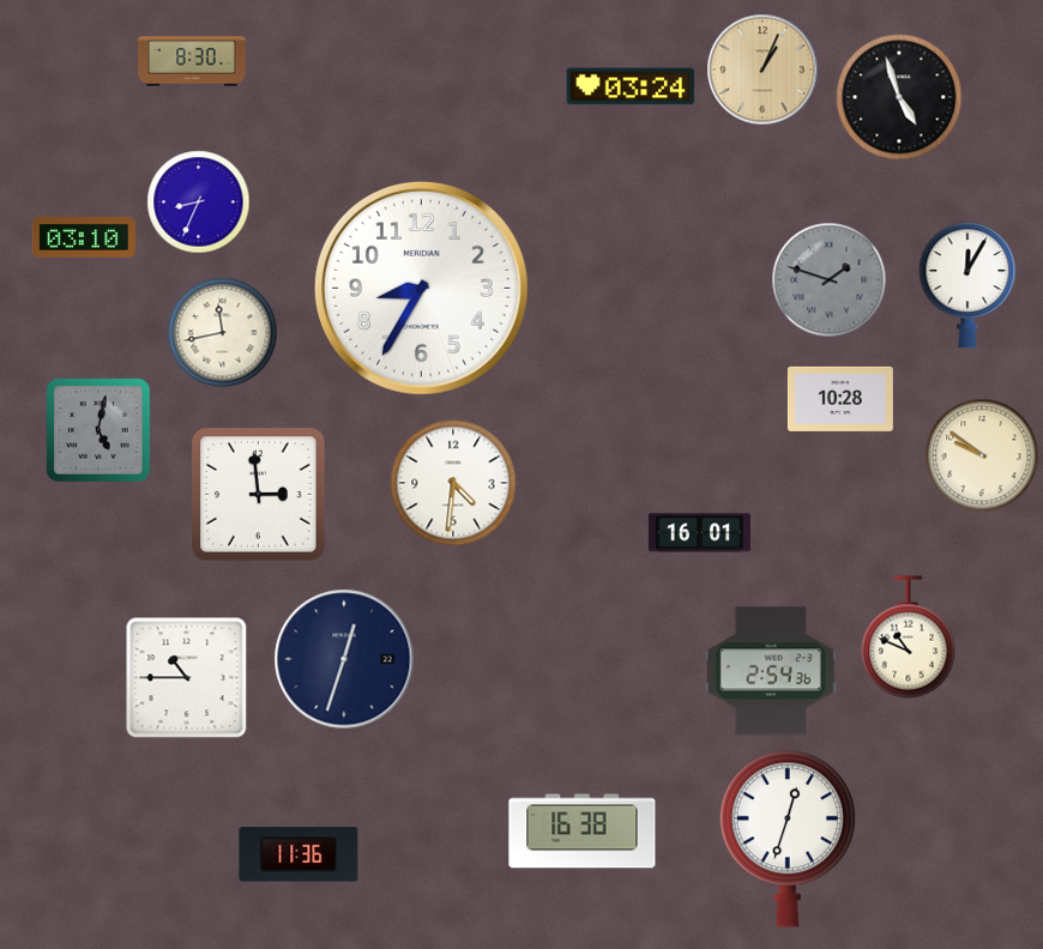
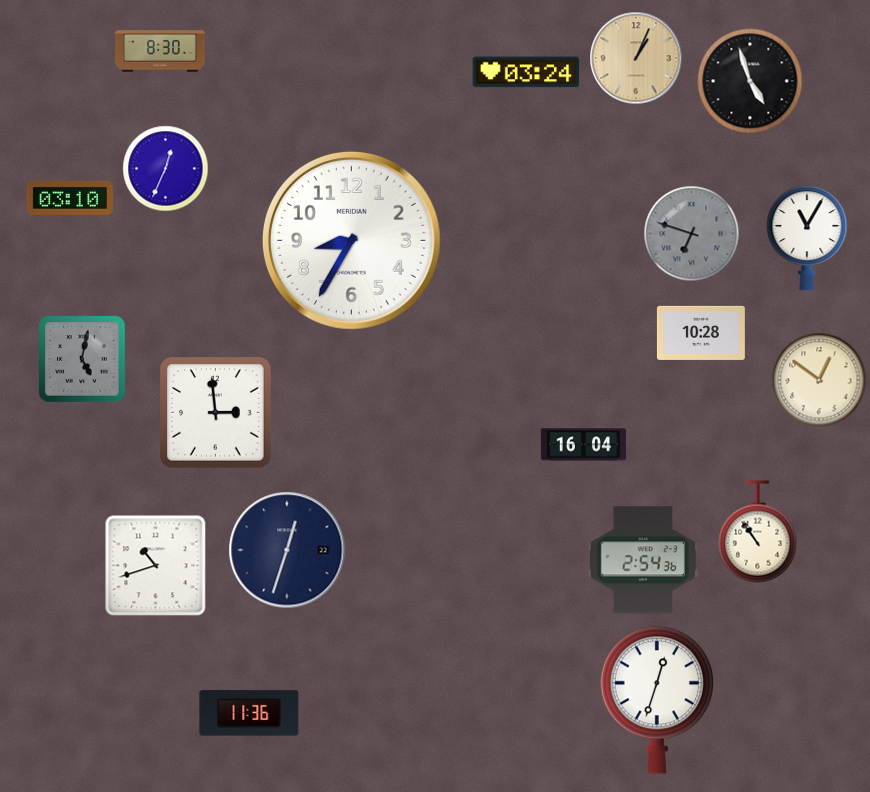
clock at (199, 203): 8:34 -> 12:34
clock at (830, 280): 1:48 -> 6:48
clock at (967, 285): 12:05 -> 11:05
clock at (223, 333): 11:43 -> none
clock at (982, 455): 9:51 -> 12:51
clock at (453, 483): 4:31 -> none
clock at (699, 533): 16:01 -> 16:04
clock at (909, 637): 10:49 -> 10:54
clock at (187, 678): 10:45 -> 10:42
clock at (583, 832): 16:38 -> none
